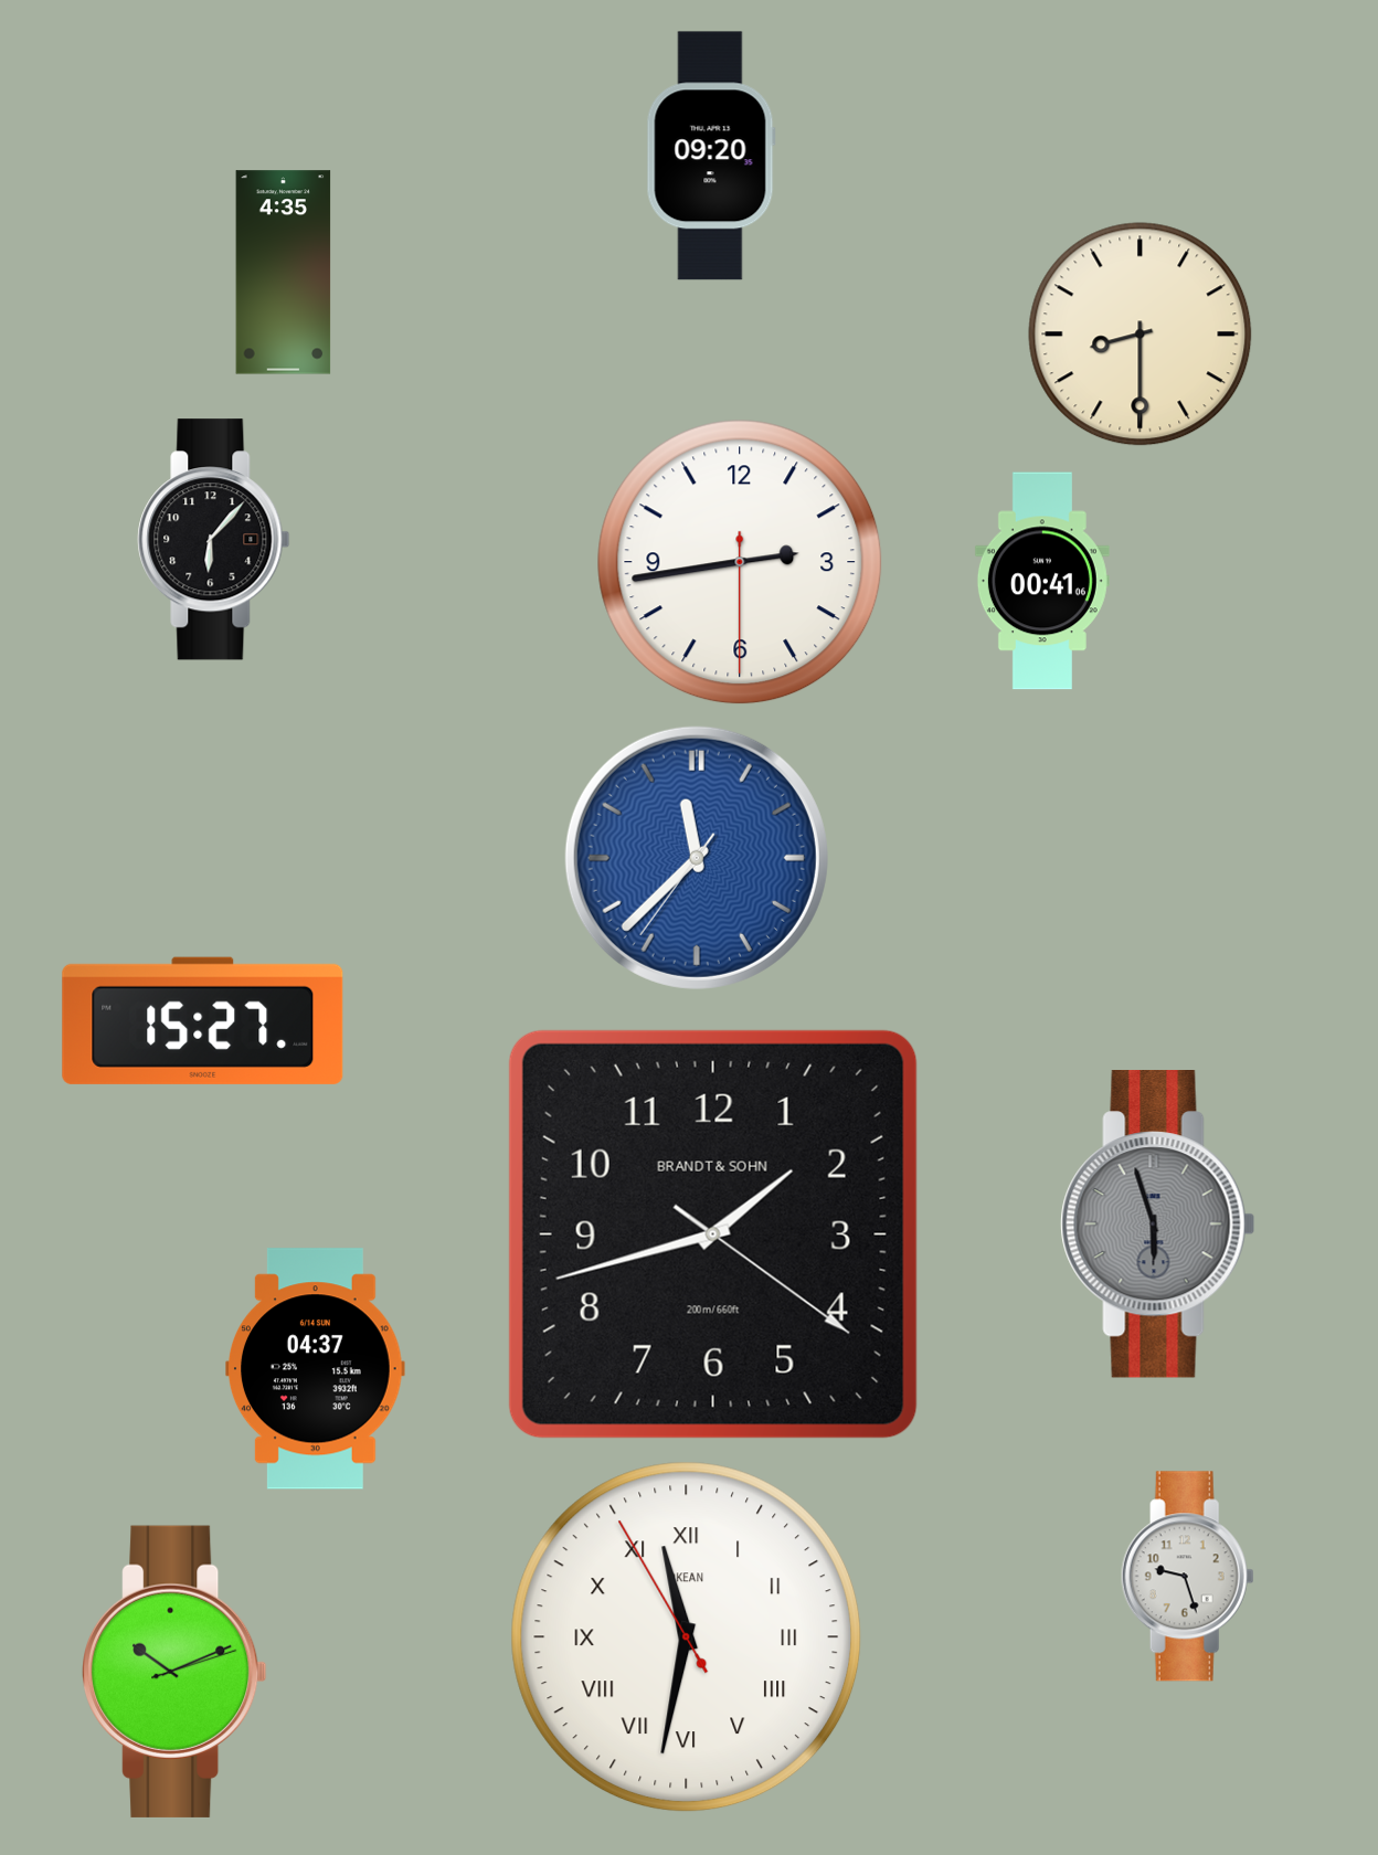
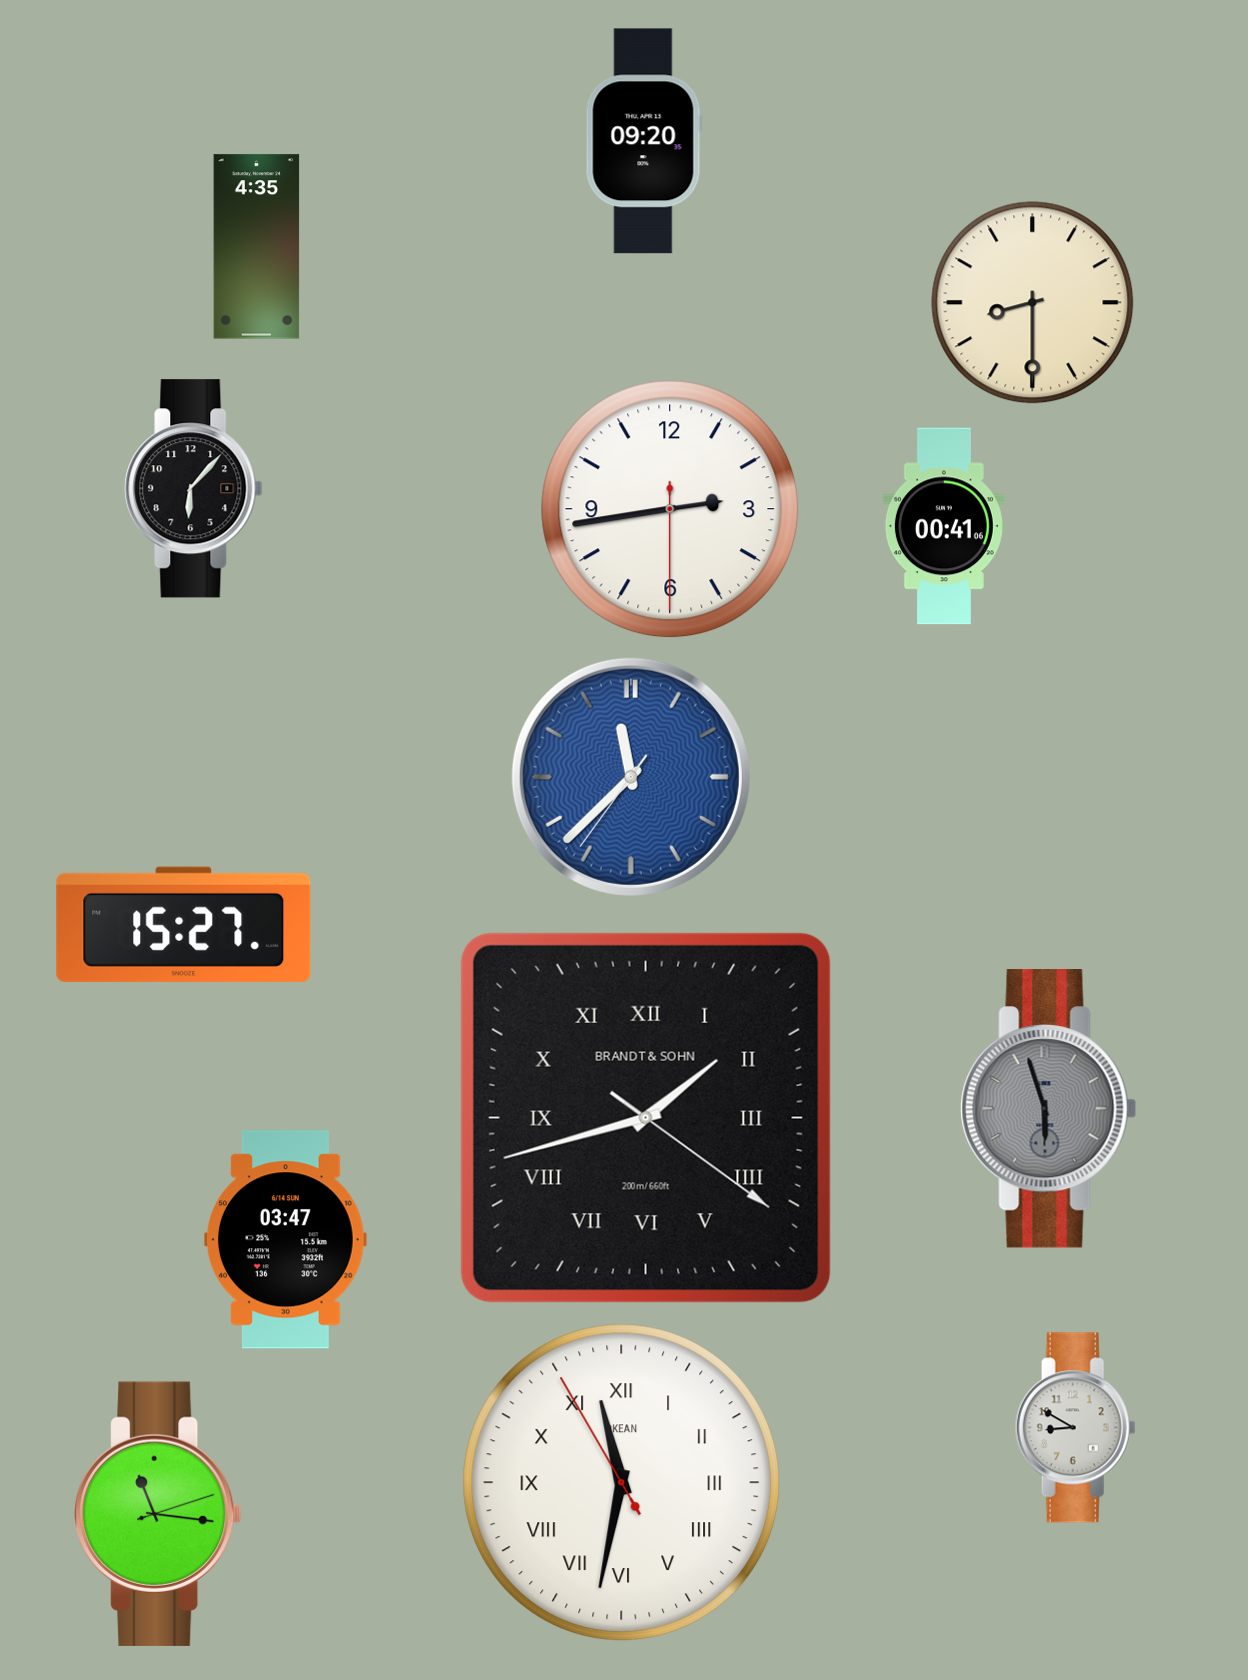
clock at (713, 1234) numerals: Arabic -> Roman
clock at (316, 1369): 04:37 -> 03:47
clock at (1187, 1577): 9:27 -> 8:50
clock at (174, 1672): 10:11 -> 11:16
